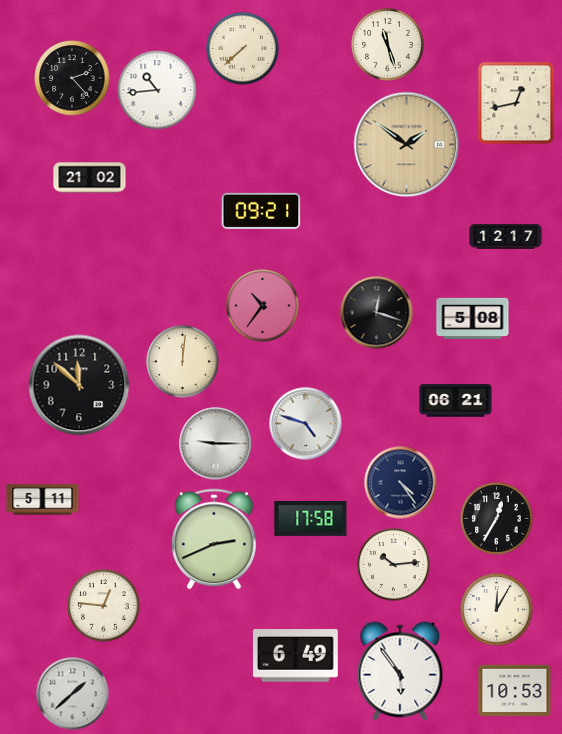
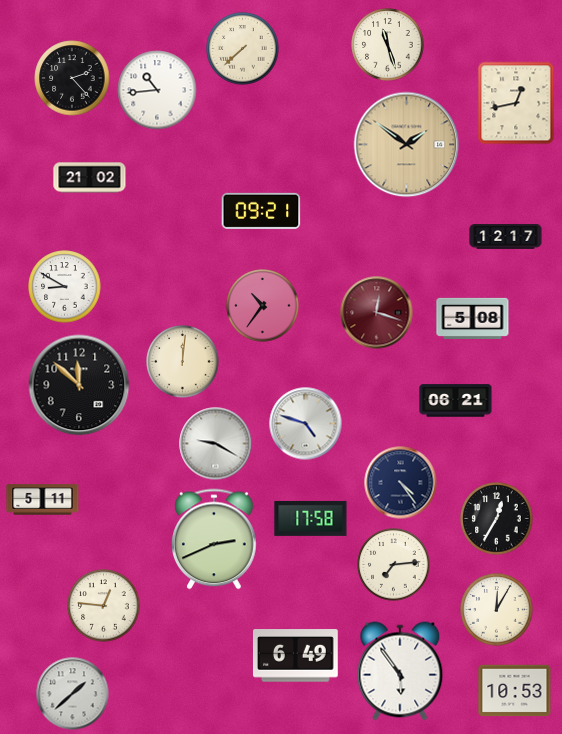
clock at (65, 287): none -> 8:50
clock at (377, 313) dial: black -> burgundy
clock at (216, 444): 9:15 -> 9:20
clock at (394, 565): 10:14 -> 7:14
